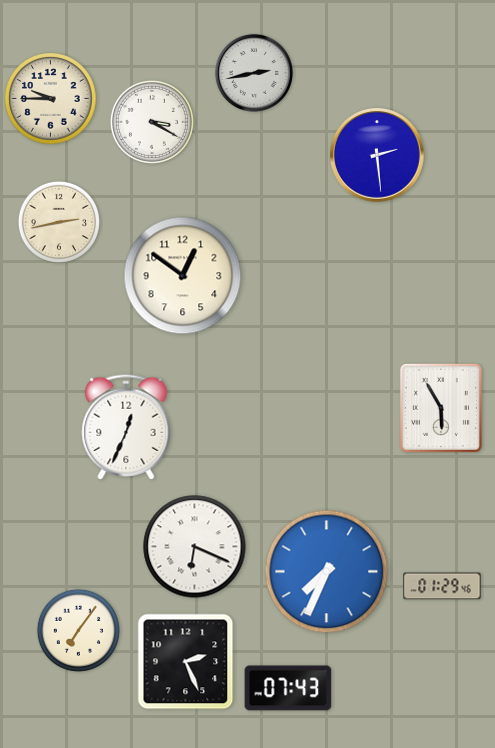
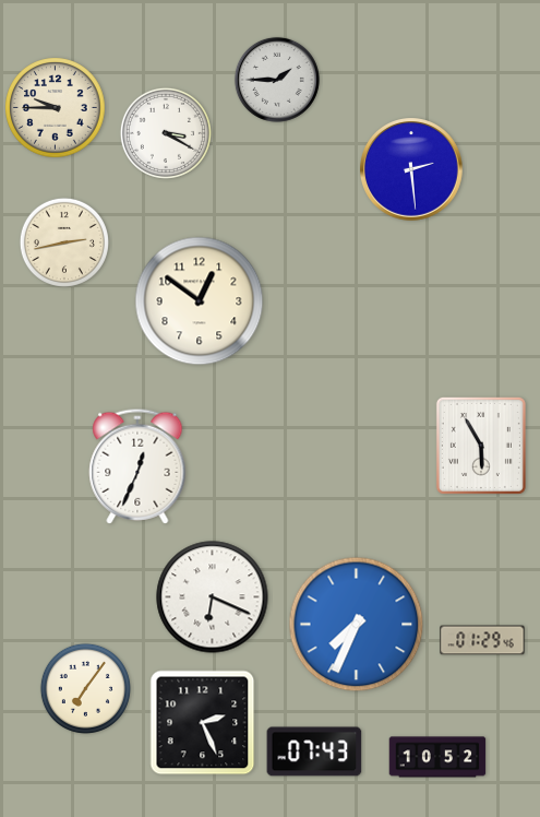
clock at (254, 73): 2:43 -> 1:45
clock at (437, 757): none -> 10:52
